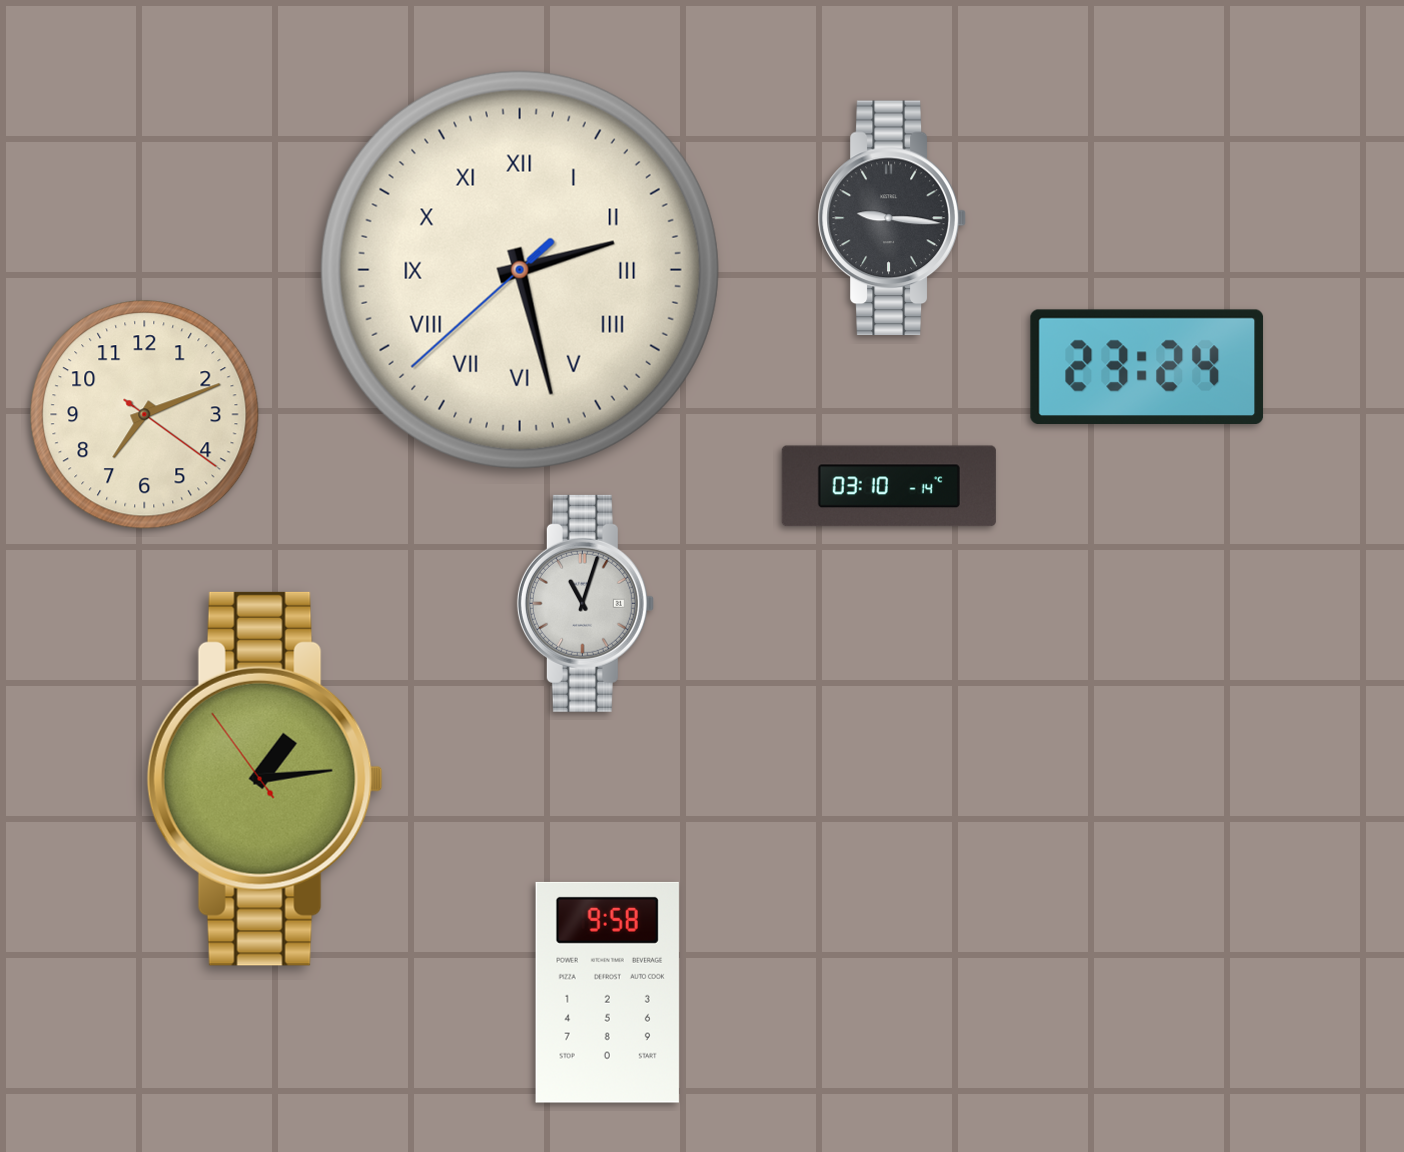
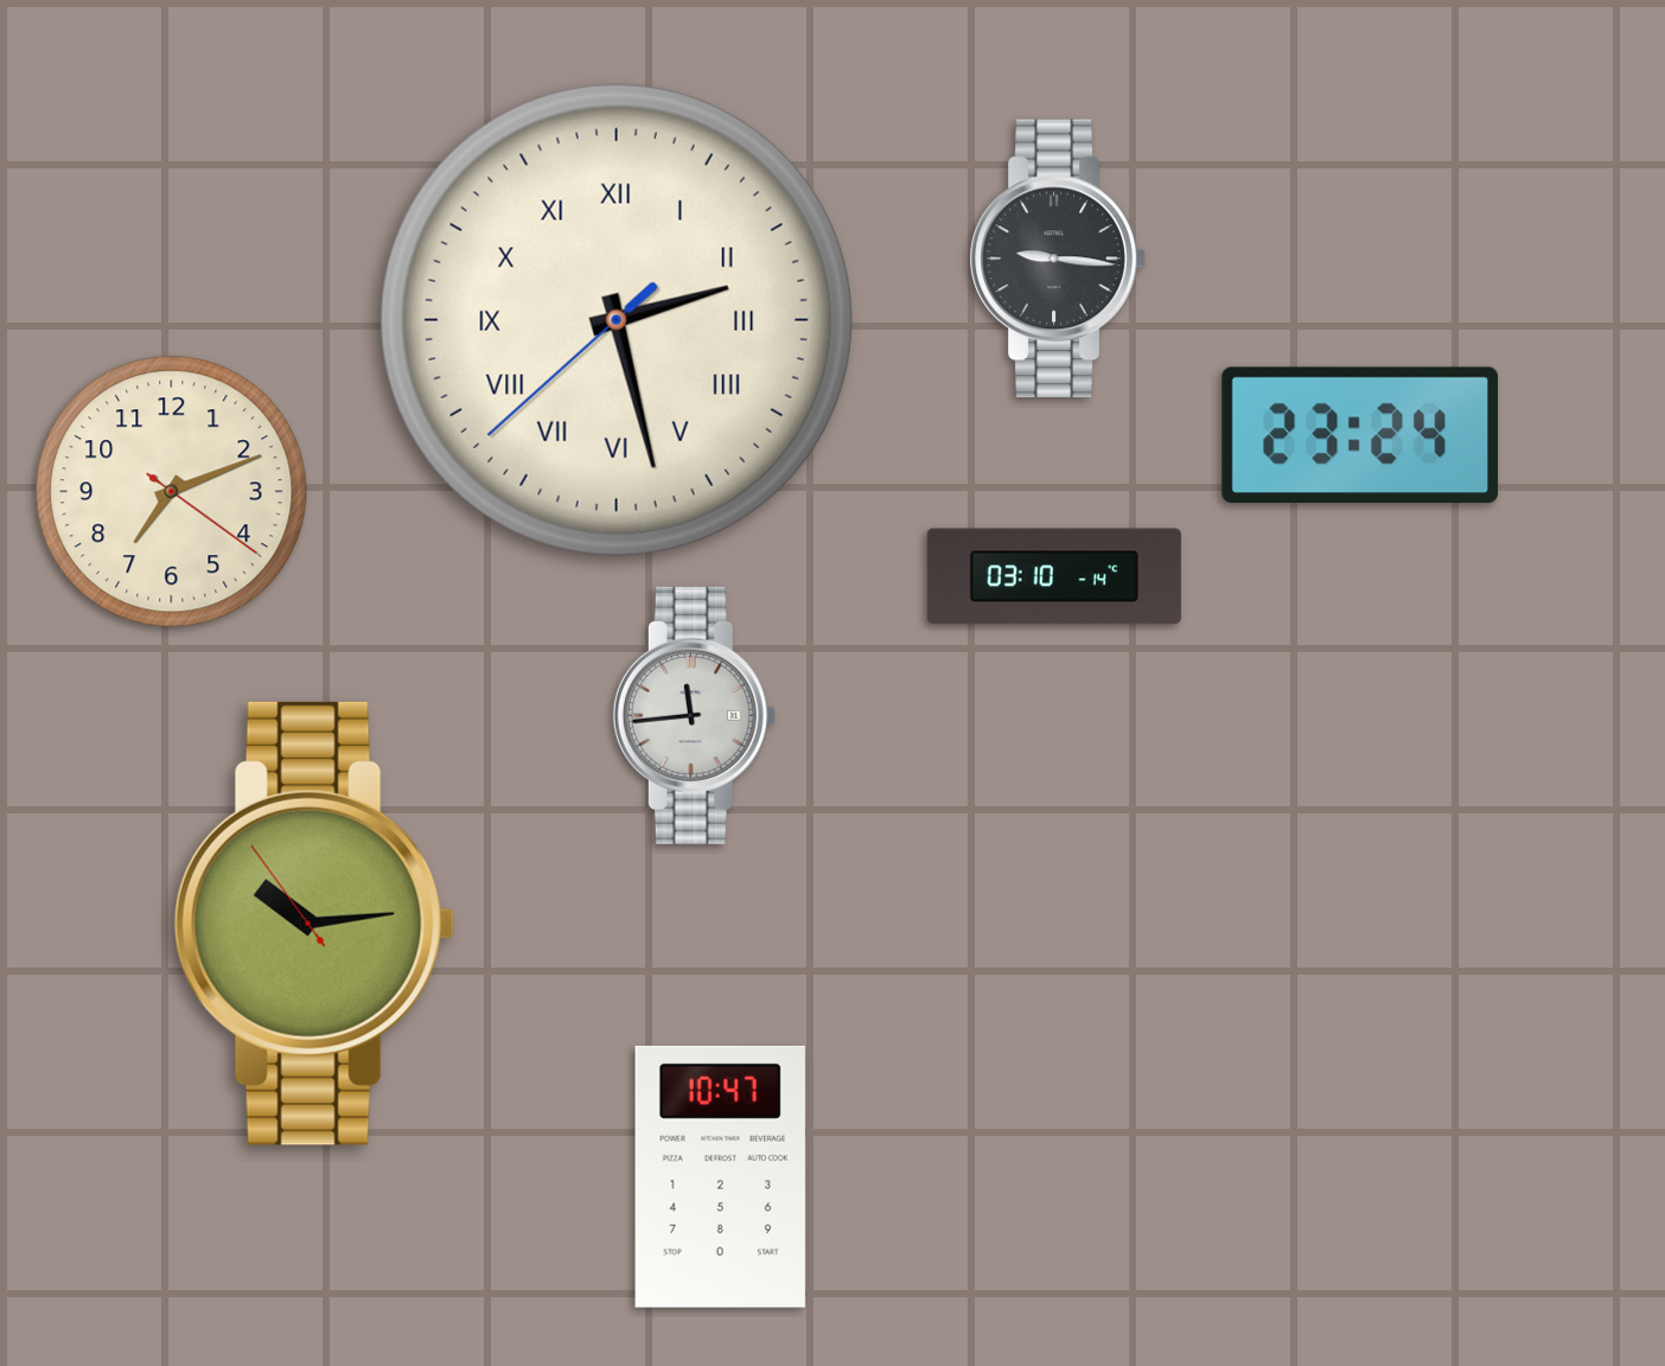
clock at (585, 603): 11:03 -> 11:44
clock at (265, 779): 1:13 -> 10:13
clock at (607, 992): 9:58 -> 10:47
